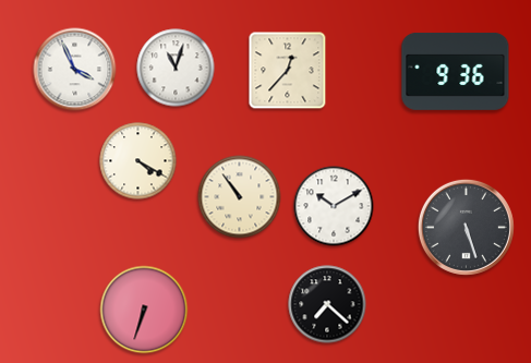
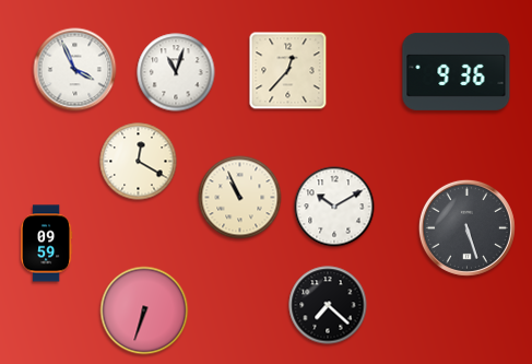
clock at (176, 68) position: (176, 68) -> (176, 72)
clock at (138, 161): 4:20 -> 12:20
clock at (240, 197): 10:54 -> 10:56
clock at (47, 244): none -> 09:59
